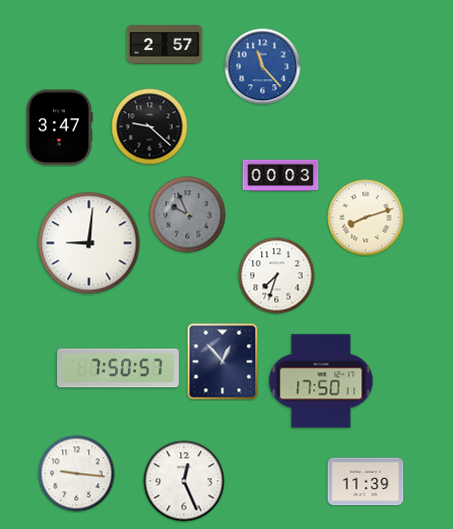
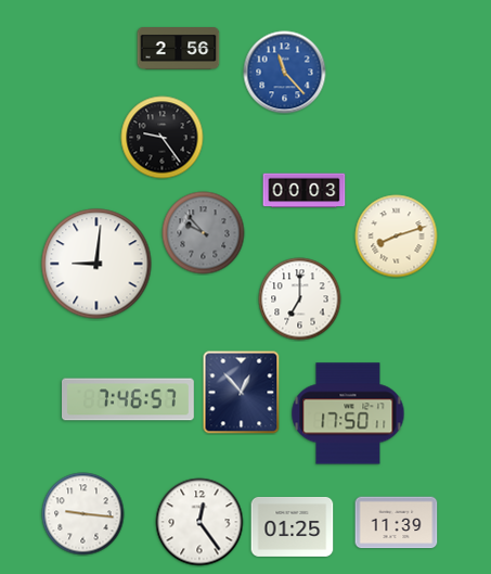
clock at (165, 45): 2:57 -> 2:56
clock at (150, 127): 9:22 -> 9:24
clock at (59, 128): 3:47 -> none
clock at (188, 215): 9:56 -> 9:53
clock at (277, 276): 7:33 -> 7:00
clock at (119, 368): 7:50 -> 7:46
clock at (184, 481): 12:26 -> 12:24
clock at (293, 526): none -> 01:25
